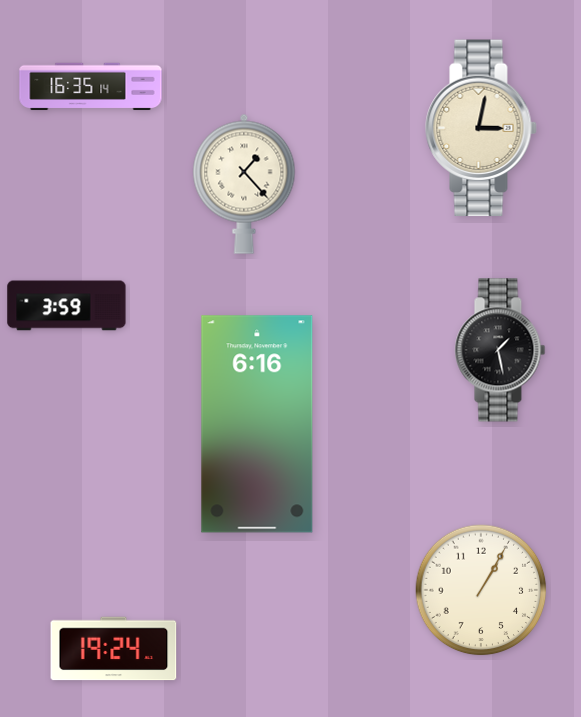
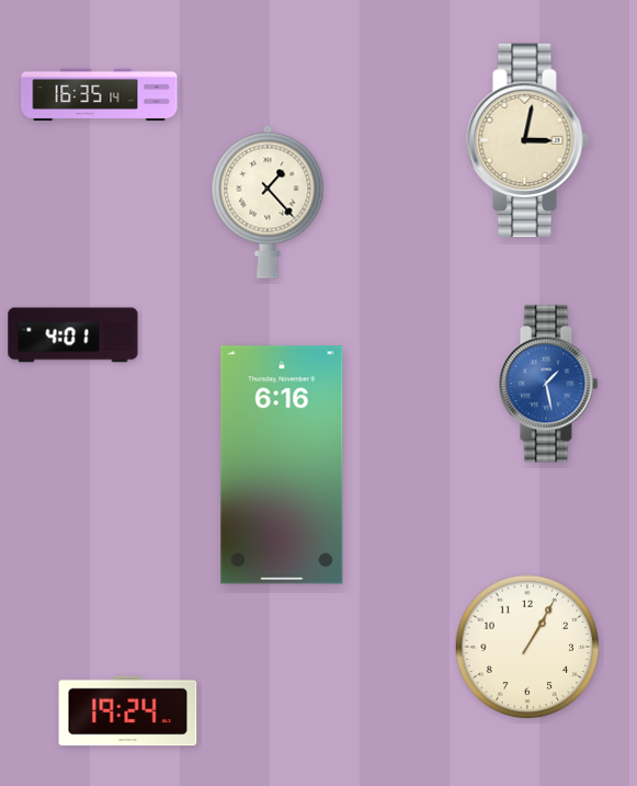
clock at (67, 306): 3:59 -> 4:01
clock at (500, 350) dial: black -> blue
clock at (114, 649) position: (114, 649) -> (128, 711)
